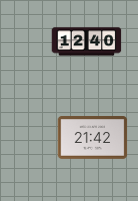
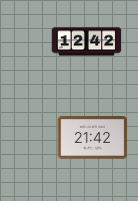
clock at (87, 42): 12:40 -> 12:42
